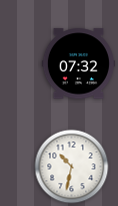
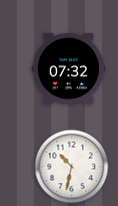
clock at (78, 64) position: (78, 64) -> (68, 69)
